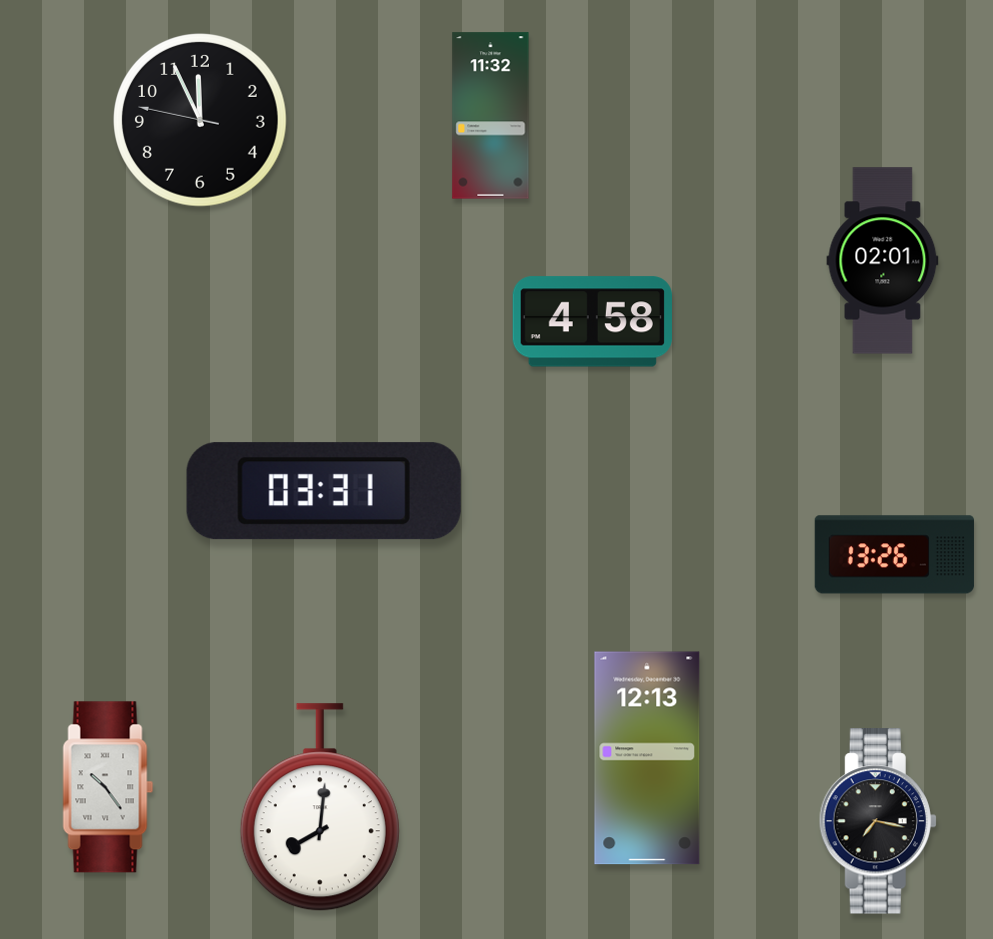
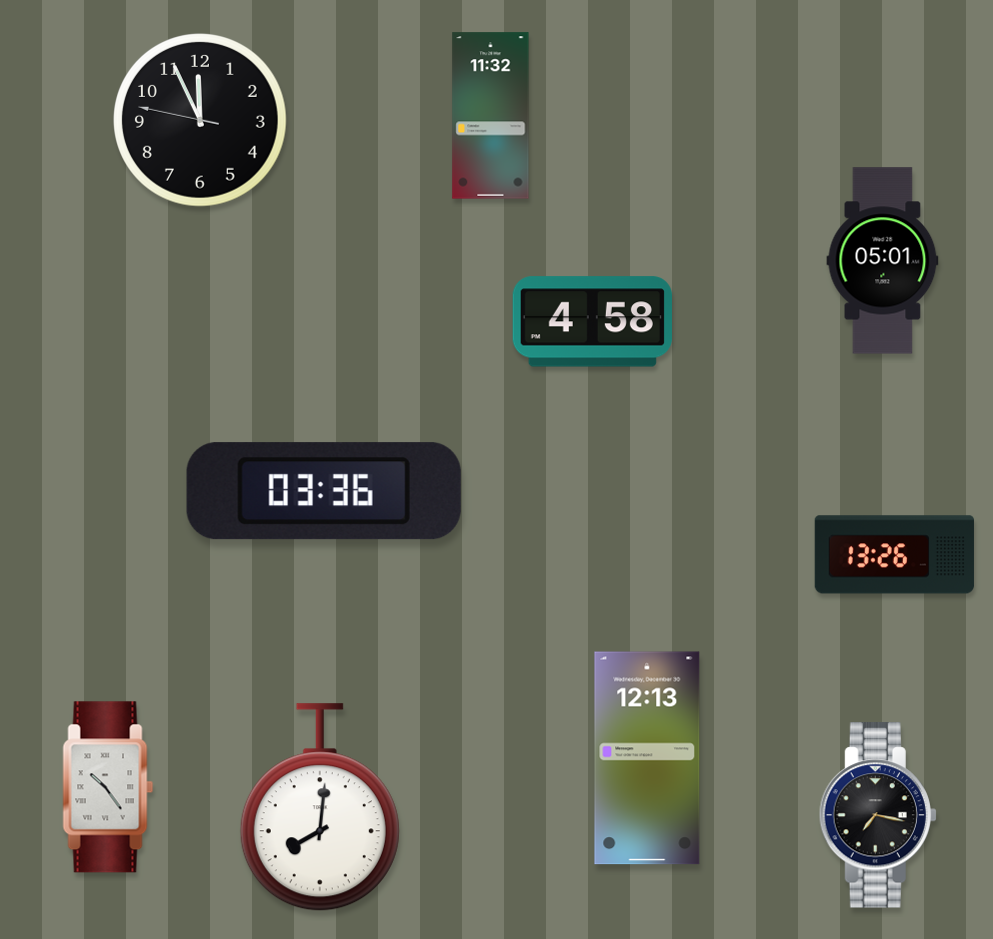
clock at (883, 261): 02:01 -> 05:01
clock at (324, 491): 03:31 -> 03:36
clock at (878, 821) position: (878, 821) -> (878, 815)
